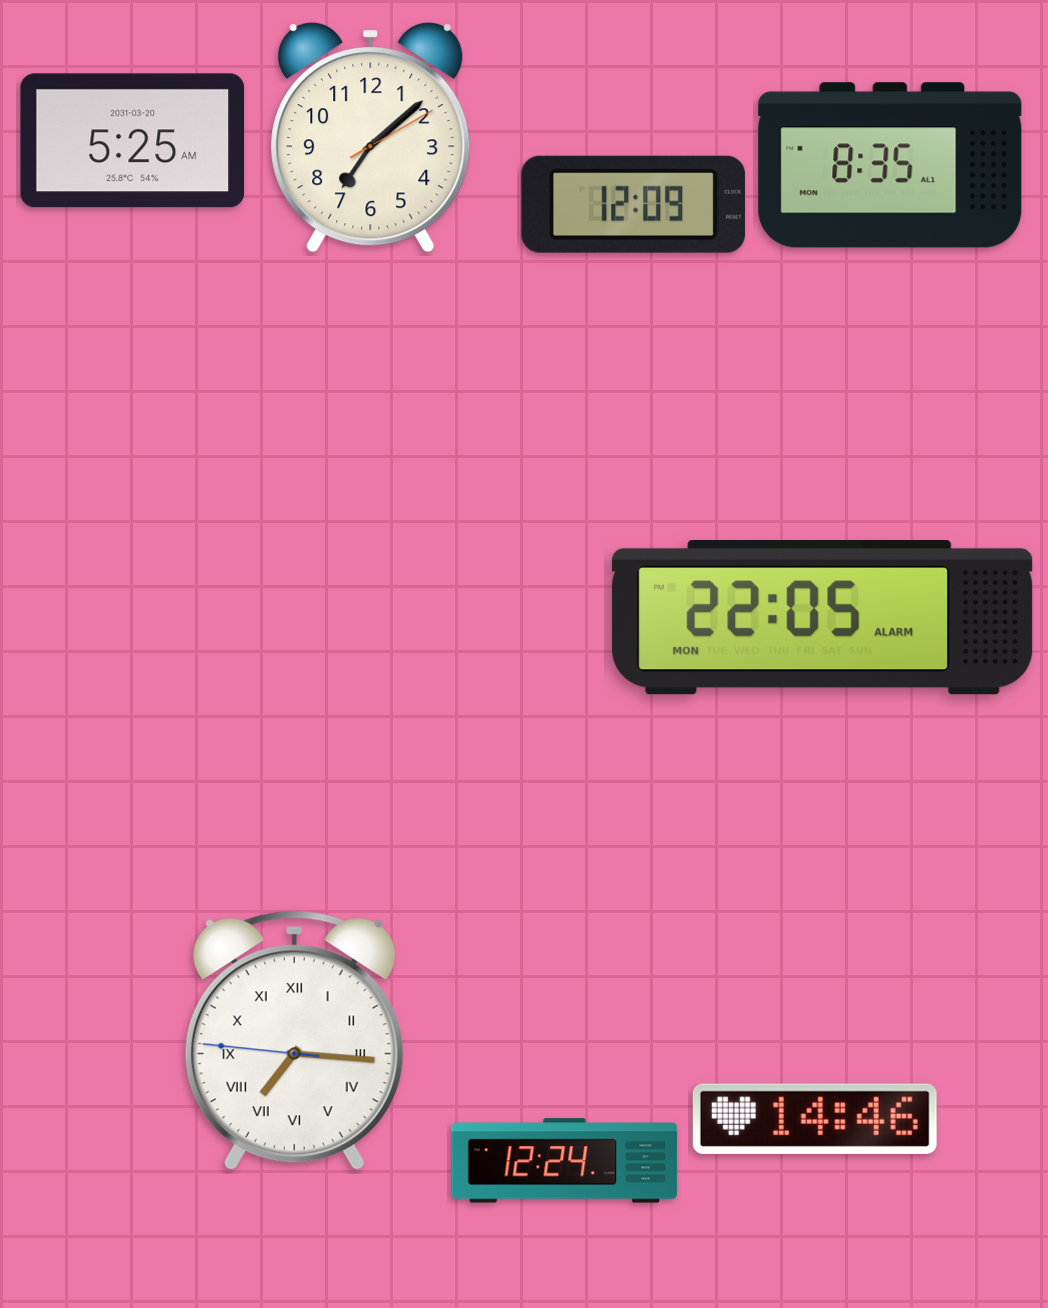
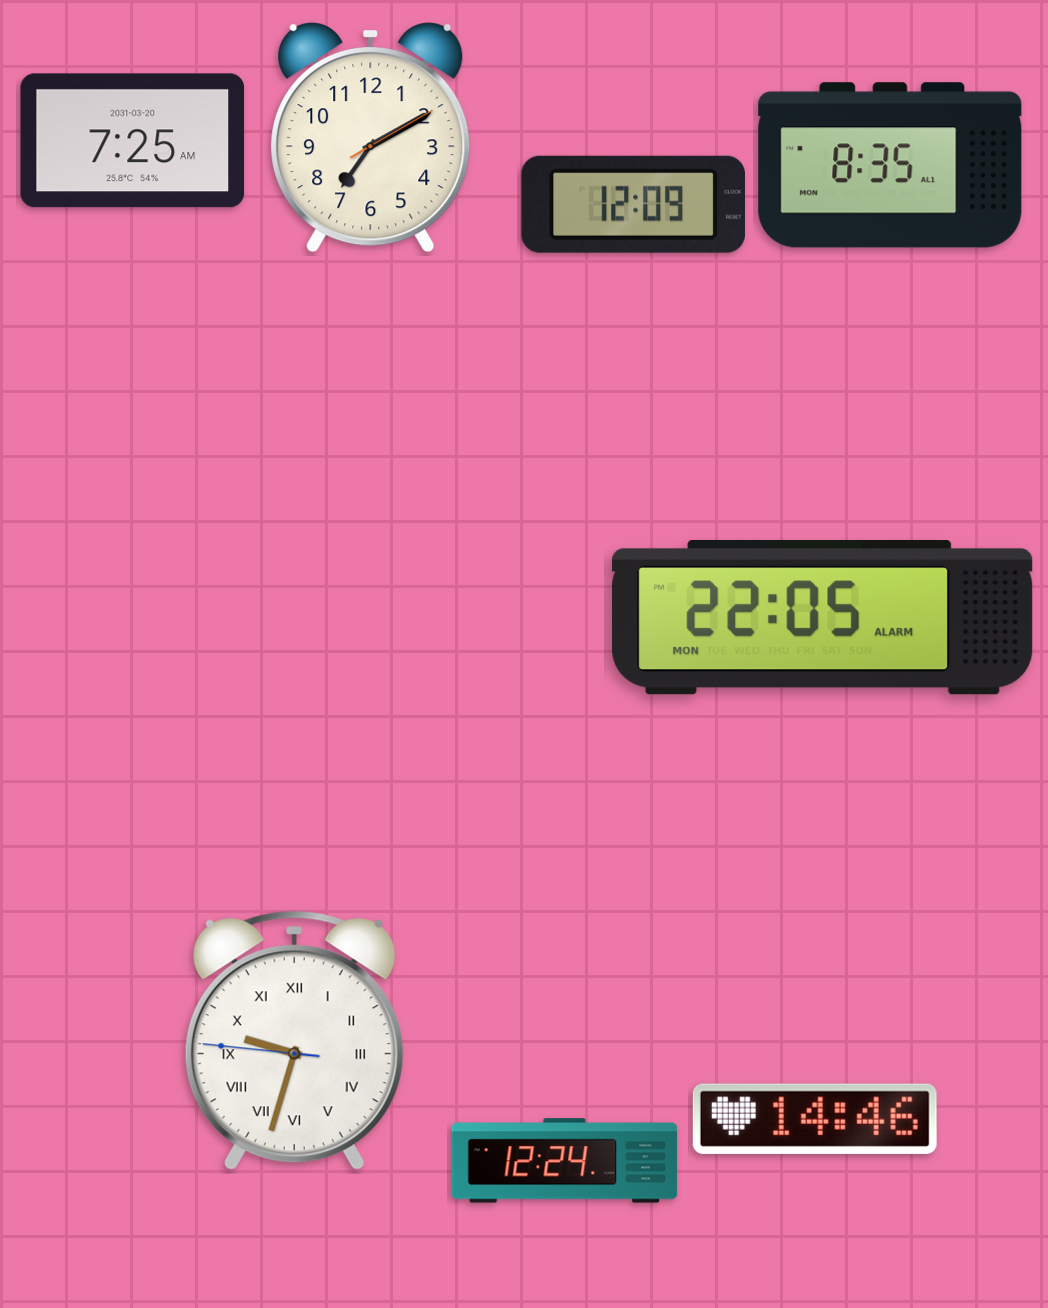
clock at (371, 138): 7:08 -> 7:10
clock at (133, 141): 5:25 -> 7:25
clock at (294, 1041): 7:15 -> 9:32
